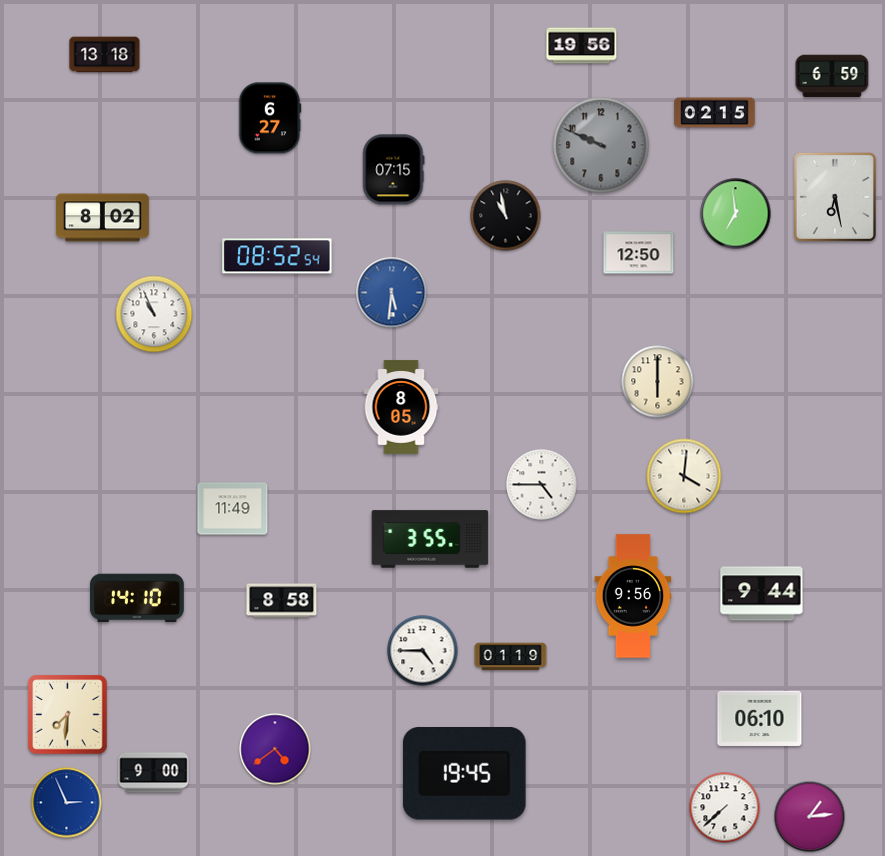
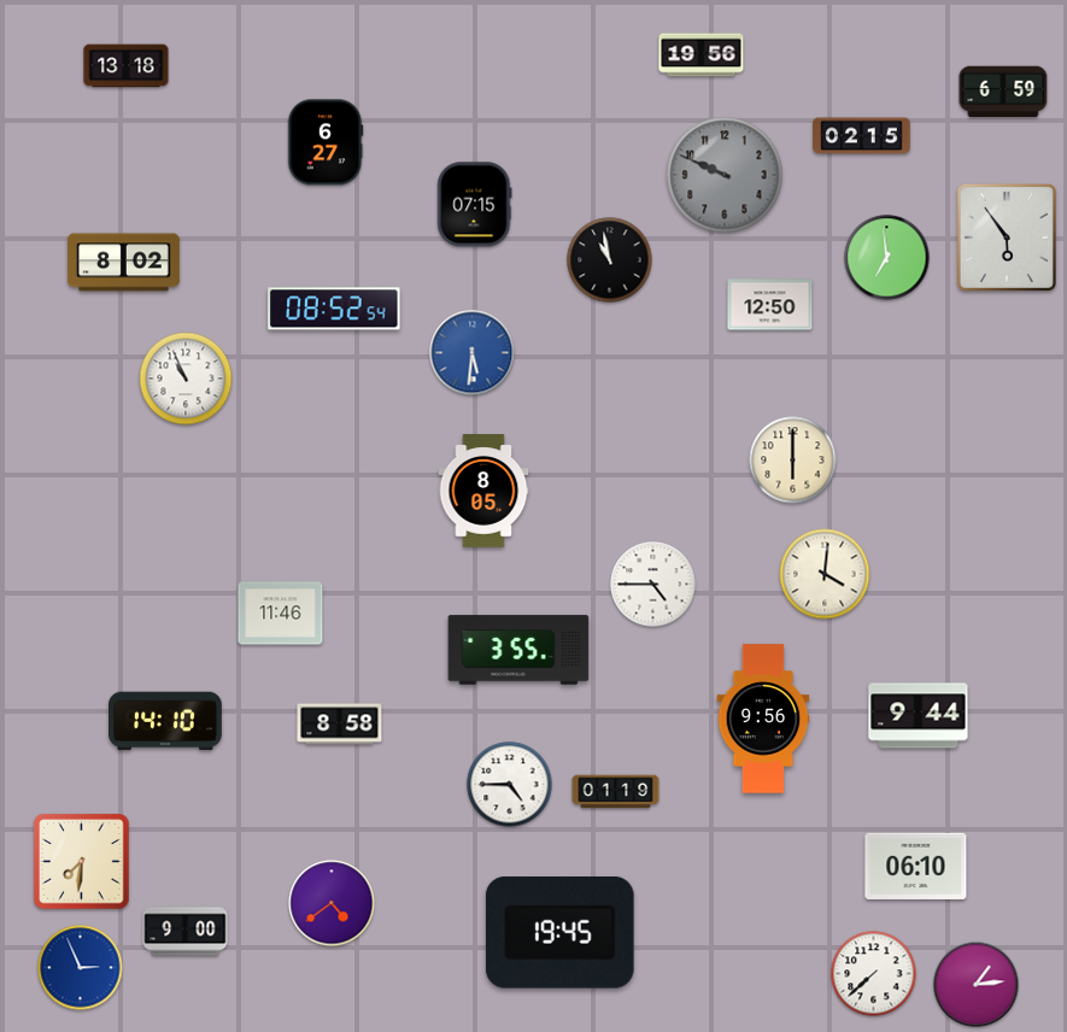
clock at (835, 197): 6:28 -> 5:54
clock at (233, 509): 11:49 -> 11:46
